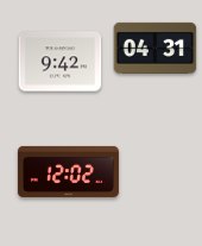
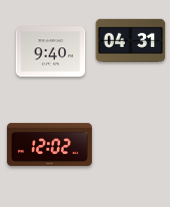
clock at (61, 62): 9:42 -> 9:40
clock at (68, 171) position: (68, 171) -> (49, 144)
